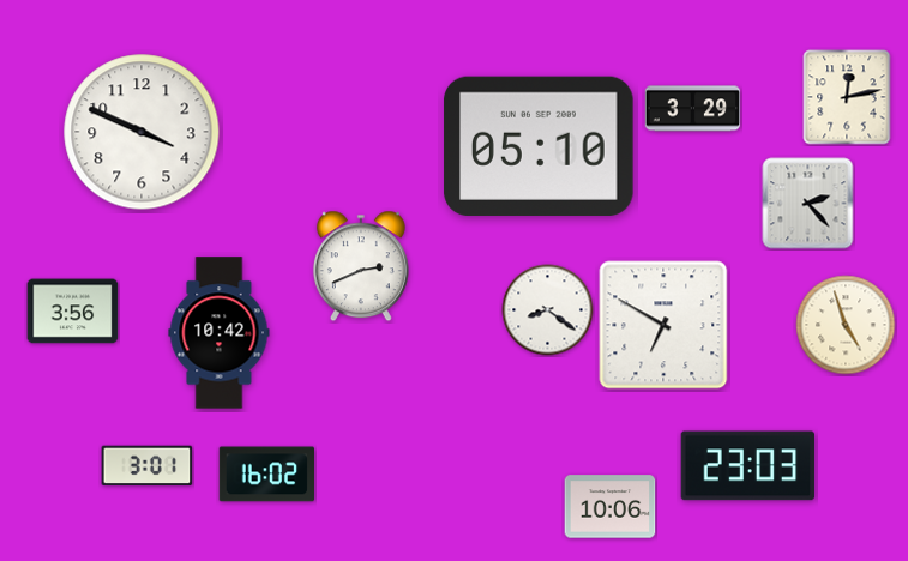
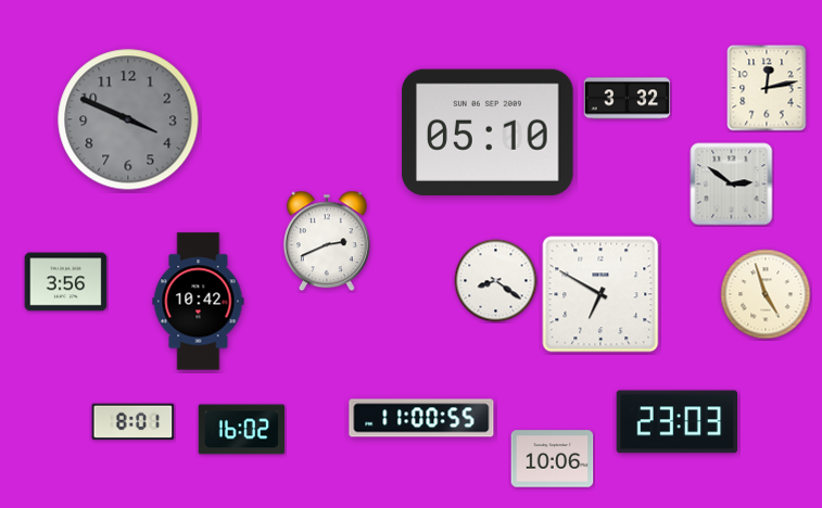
clock at (693, 109): 3:29 -> 3:32
clock at (142, 132) dial: white -> grey
clock at (808, 204): 2:23 -> 2:51
clock at (421, 418): none -> 11:00
clock at (148, 466): 3:01 -> 8:01
